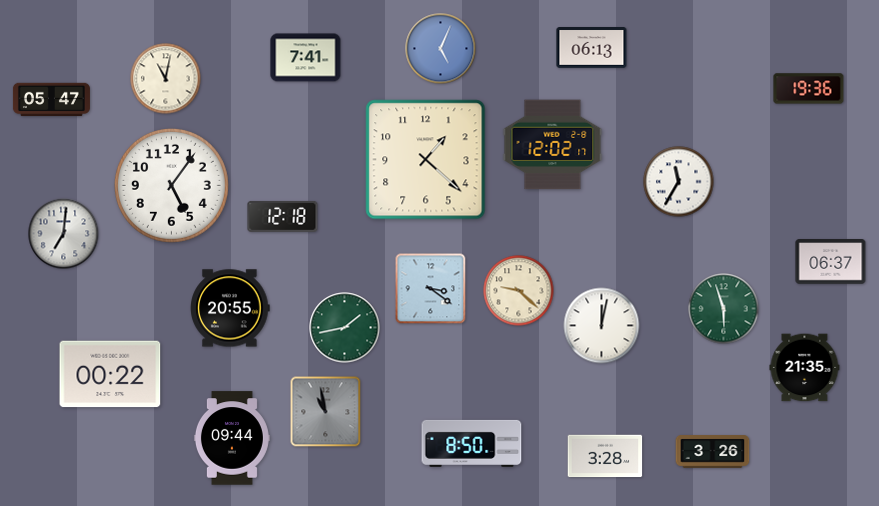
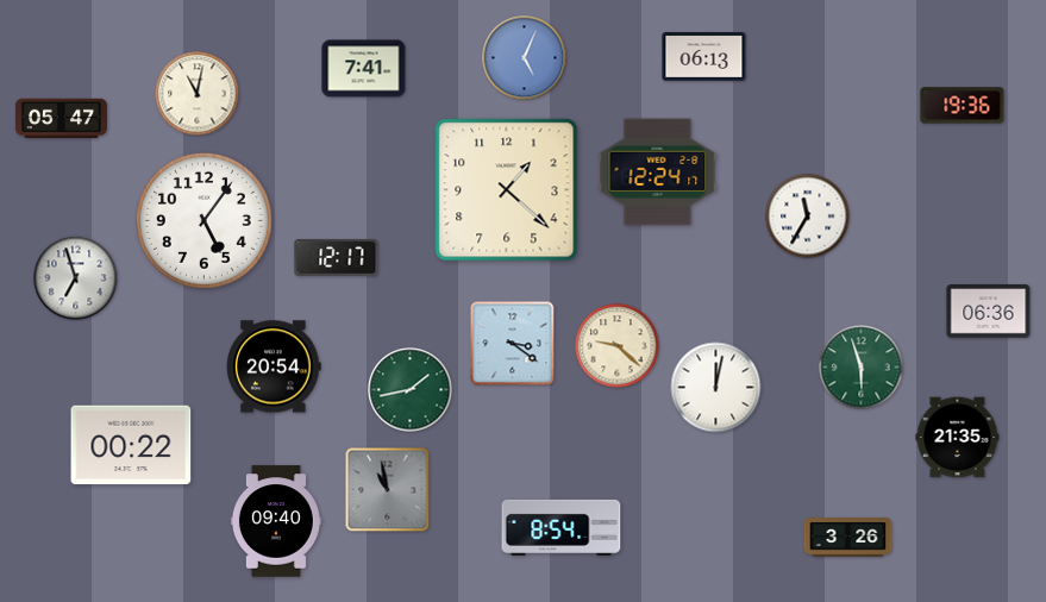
clock at (553, 145): 12:02 -> 12:24
clock at (283, 216): 12:18 -> 12:17
clock at (64, 234): 7:01 -> 6:57
clock at (831, 262): 06:37 -> 06:36
clock at (230, 308): 20:55 -> 20:54
clock at (232, 438): 09:44 -> 09:40
clock at (472, 443): 8:50 -> 8:54
clock at (605, 456): 3:28 -> none
